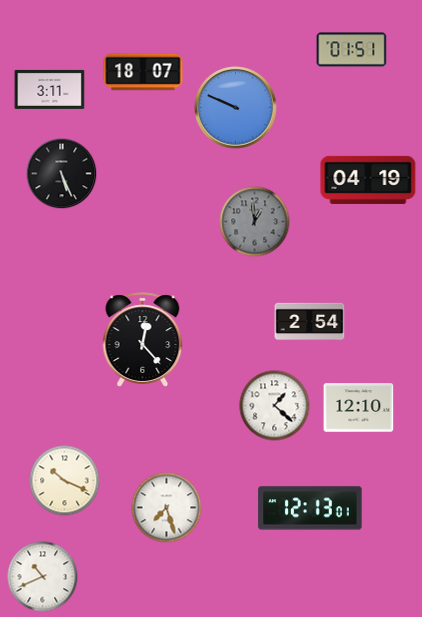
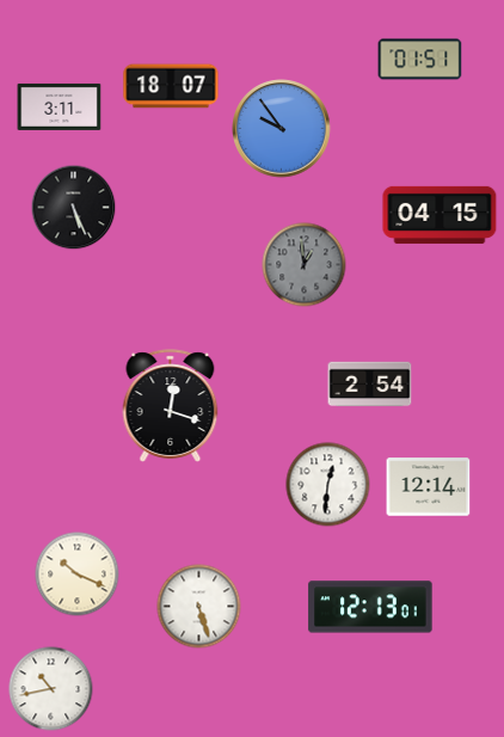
clock at (236, 108): 9:49 -> 9:54
clock at (368, 180): 04:19 -> 04:15
clock at (143, 340): 12:23 -> 12:18
clock at (275, 406): 1:22 -> 12:31
clock at (359, 408): 12:10 -> 12:14
clock at (167, 508): 7:27 -> 5:27
clock at (43, 577): 10:41 -> 10:43
